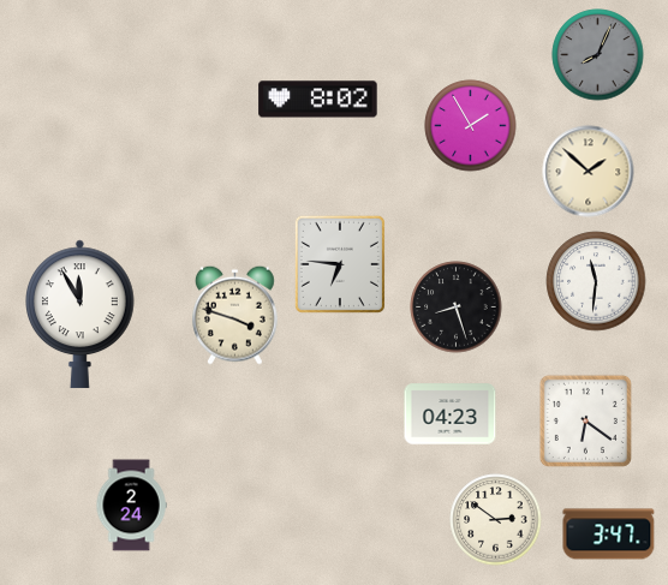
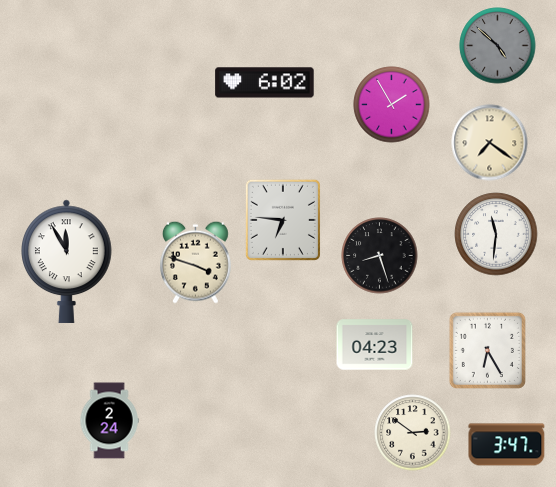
clock at (598, 55): 8:04 -> 4:52
clock at (318, 100): 8:02 -> 6:02
clock at (589, 172): 1:52 -> 7:21
clock at (585, 420): 6:21 -> 6:25
